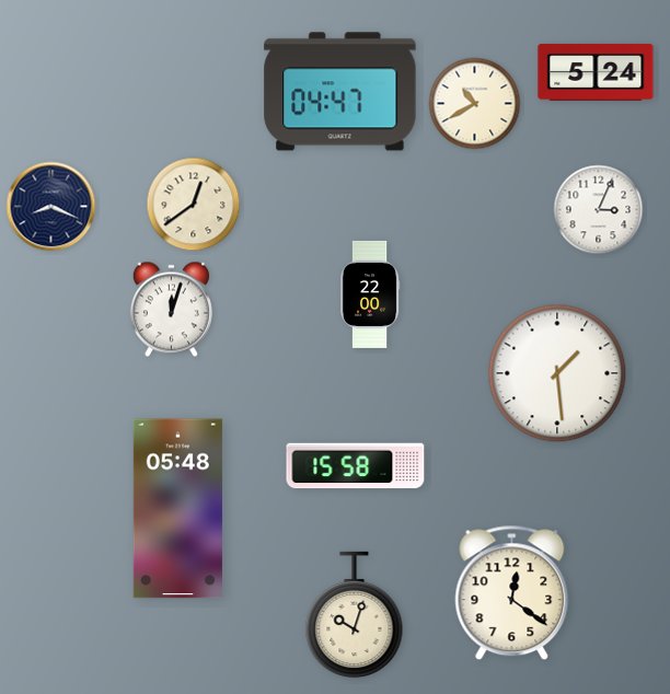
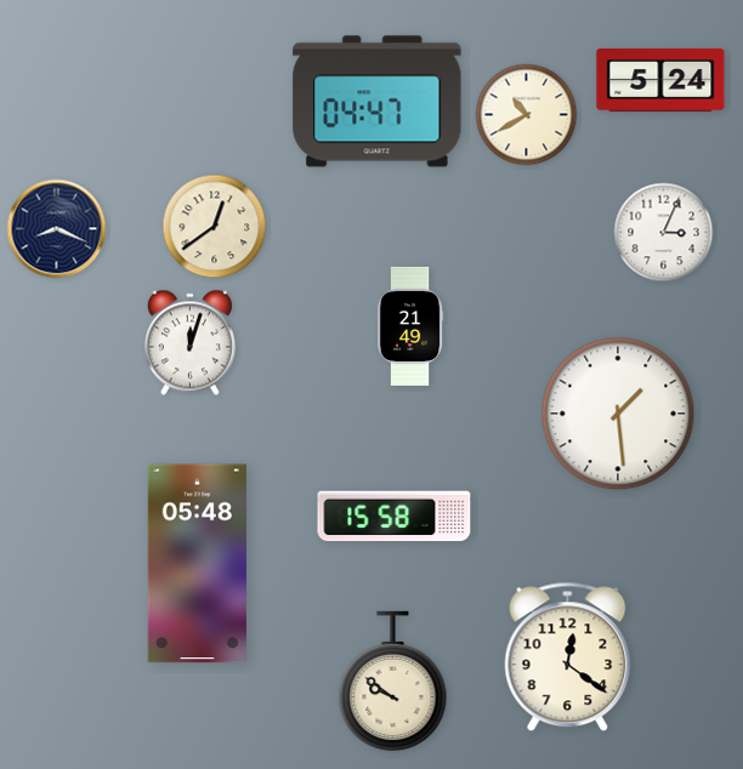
clock at (370, 294): 22:00 -> 21:49
clock at (355, 615): 10:03 -> 9:51
